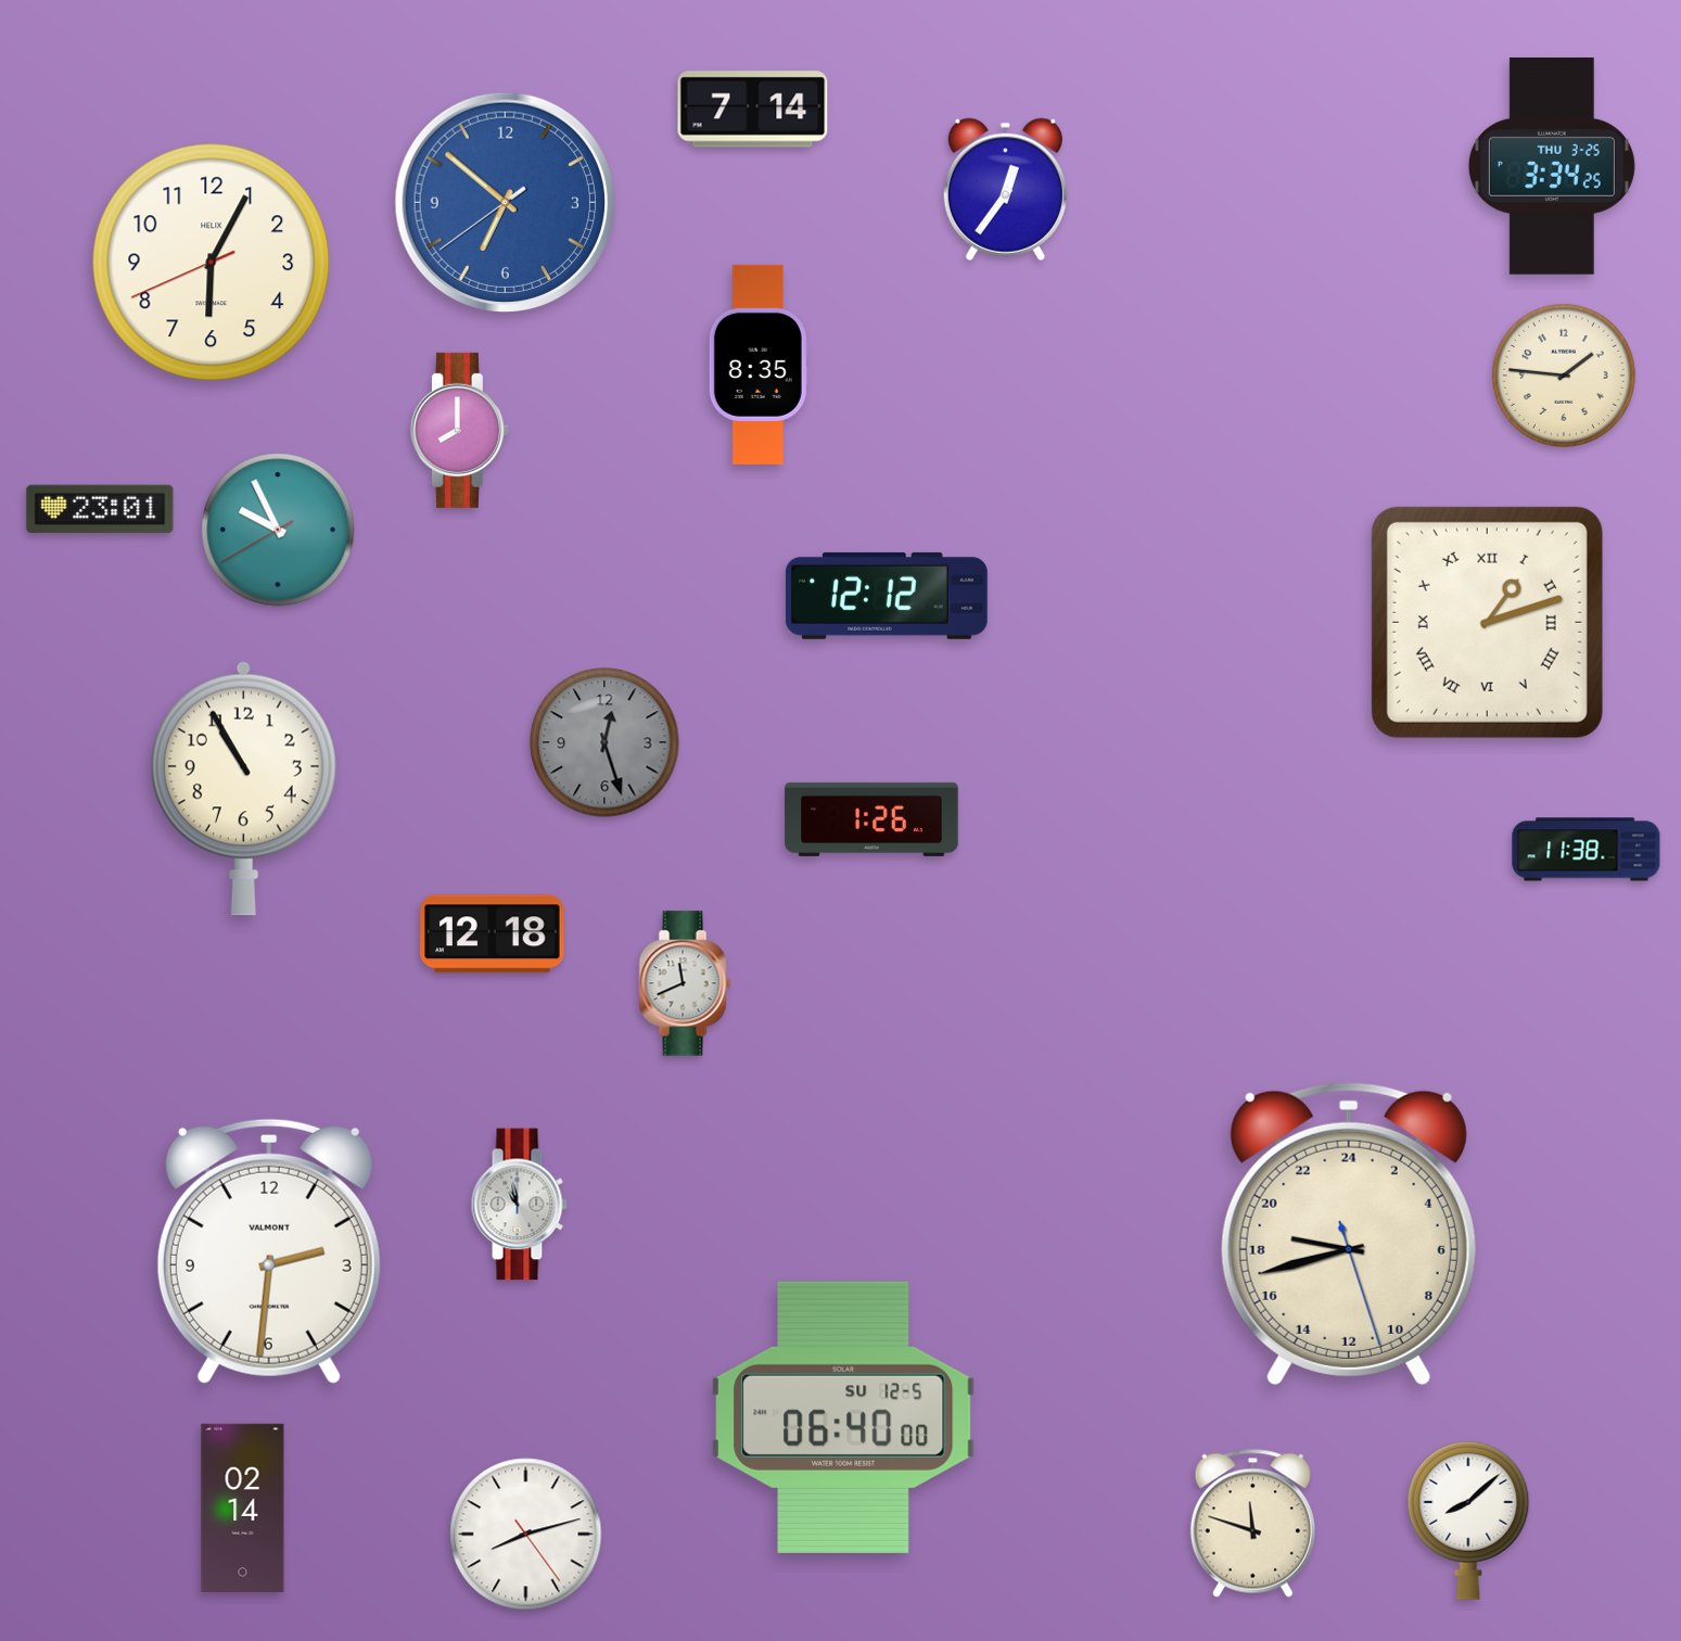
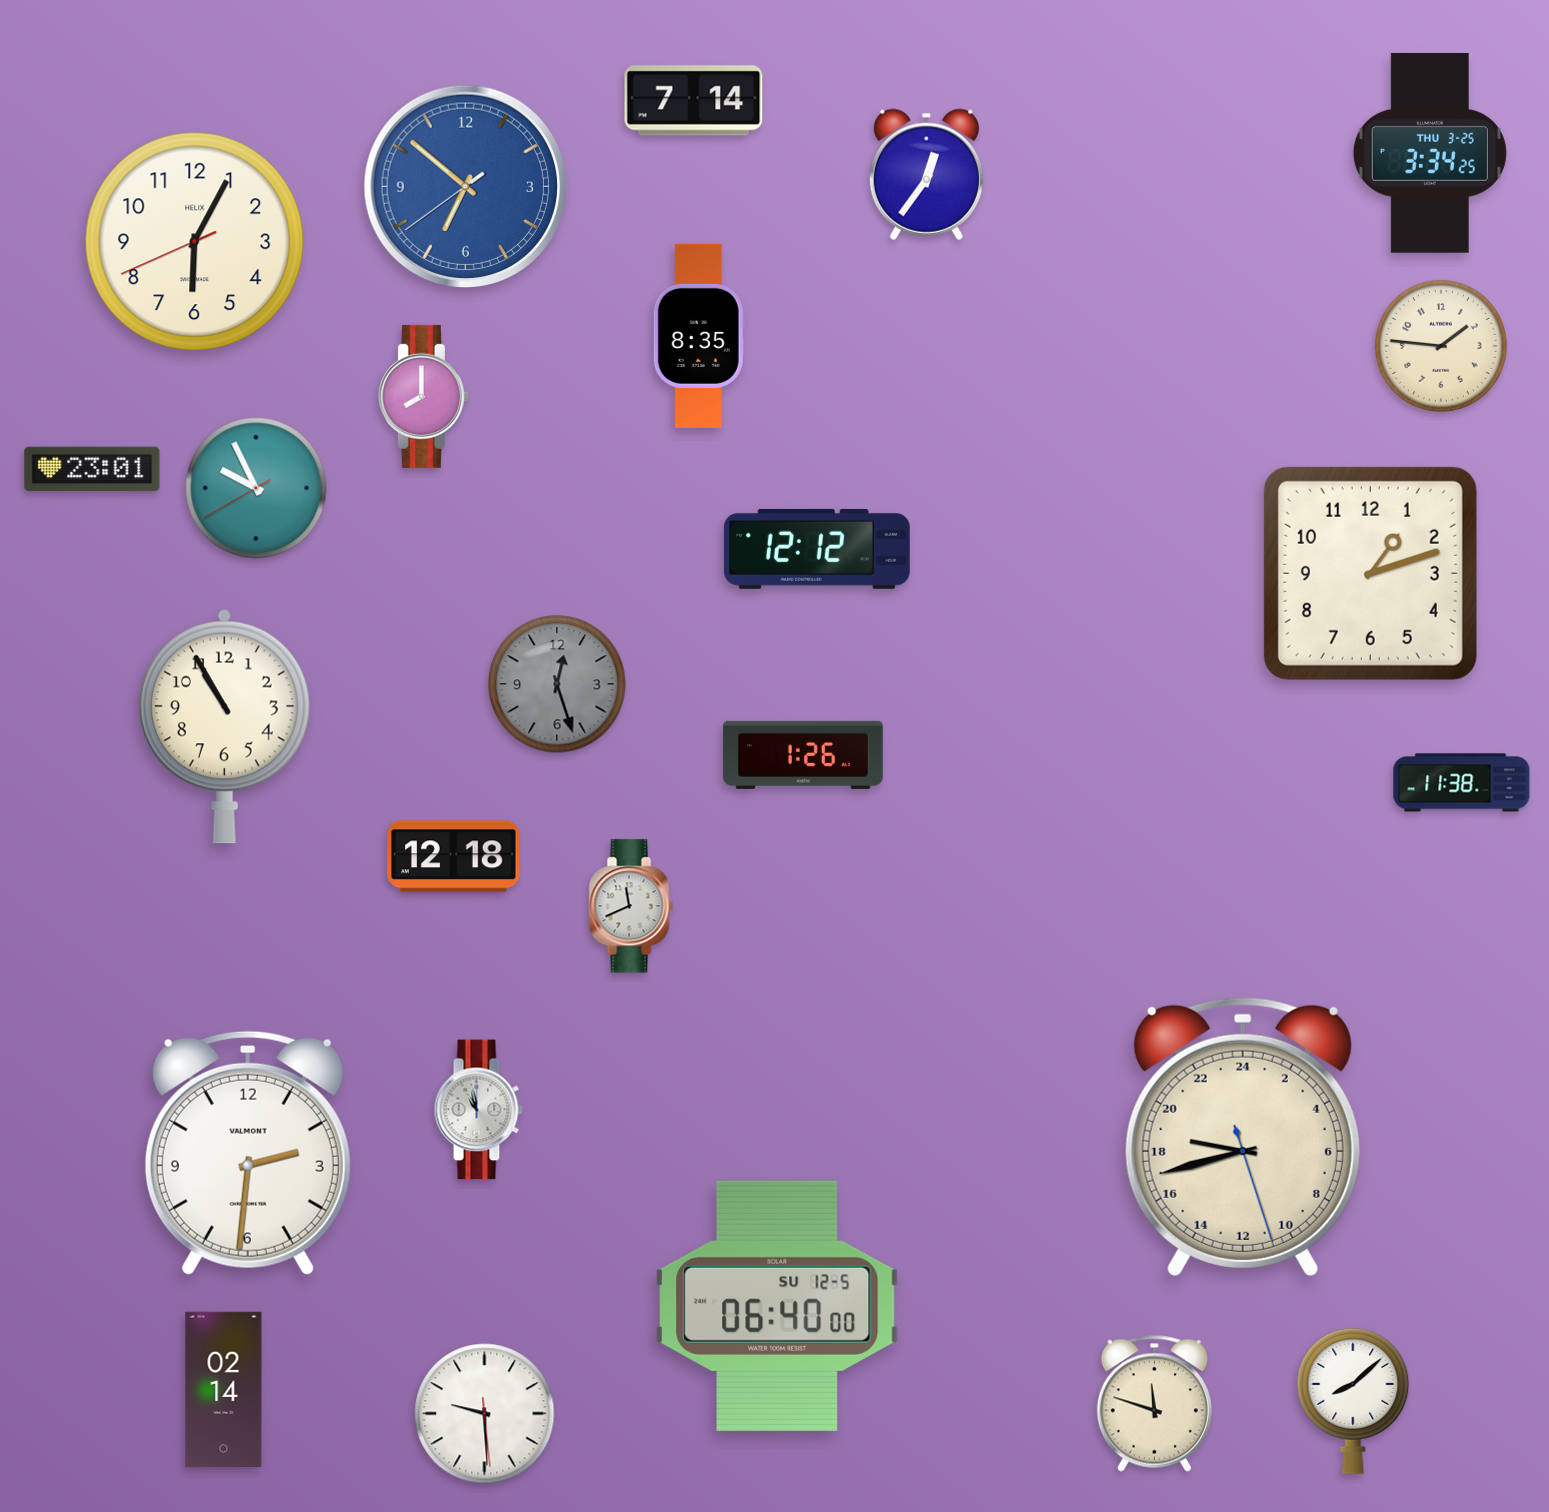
clock at (1487, 622) numerals: Roman -> Arabic
clock at (493, 934) position: (493, 934) -> (454, 857)
clock at (526, 1535): 8:12 -> 9:29
